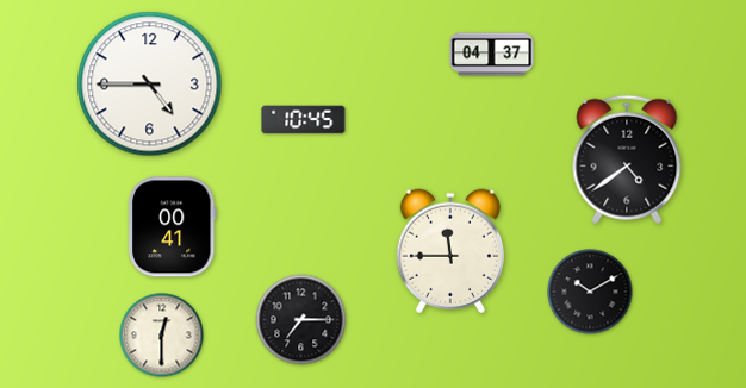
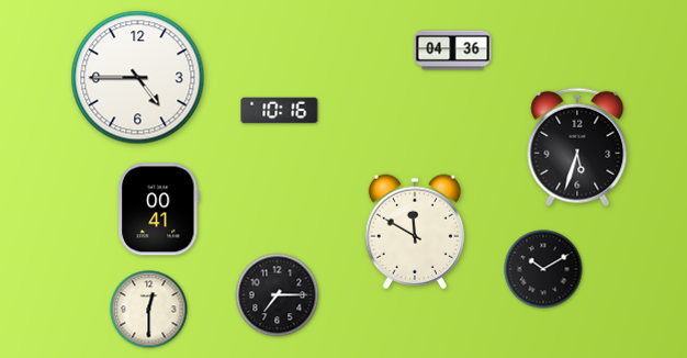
clock at (492, 55): 04:37 -> 04:36
clock at (304, 120): 10:45 -> 10:16
clock at (627, 159): 4:39 -> 5:33
clock at (450, 251): 11:45 -> 11:50
